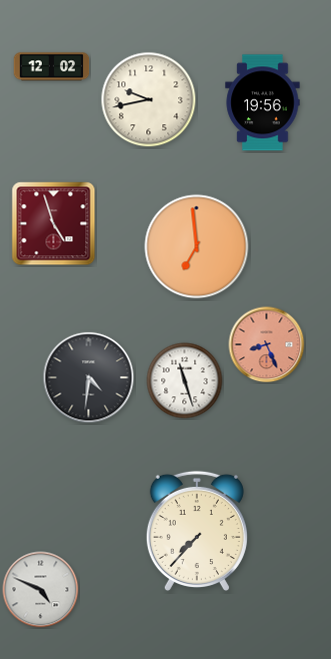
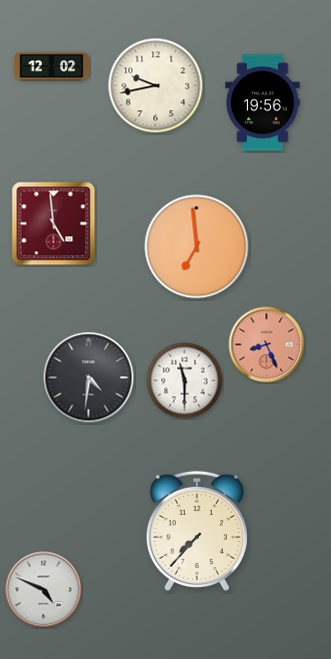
clock at (149, 100) position: (149, 100) -> (156, 86)
clock at (54, 224): 4:57 -> 4:59
clock at (185, 381): 11:27 -> 11:30
clock at (41, 590) position: (41, 590) -> (44, 590)
